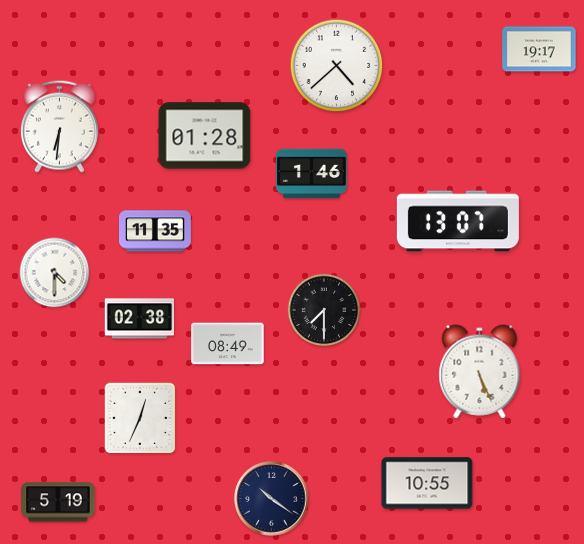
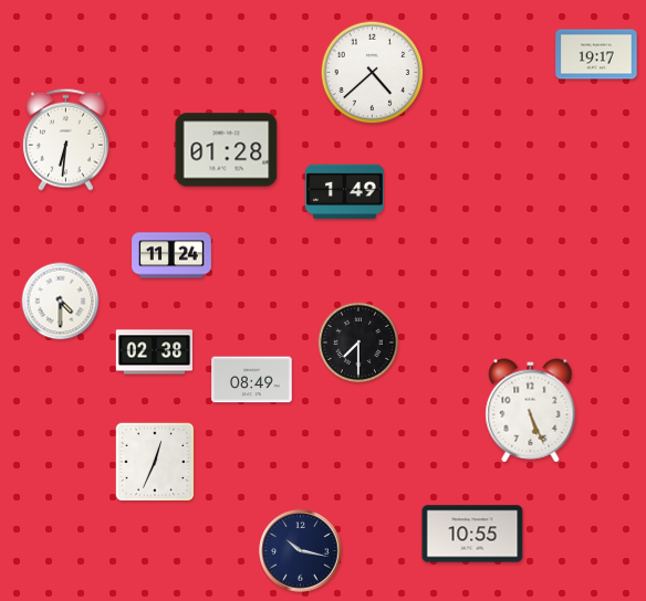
clock at (311, 174): 1:46 -> 1:49
clock at (458, 221): 13:07 -> none
clock at (155, 231): 11:35 -> 11:24
clock at (272, 499): 10:21 -> 10:17
clock at (58, 502): 5:19 -> none
